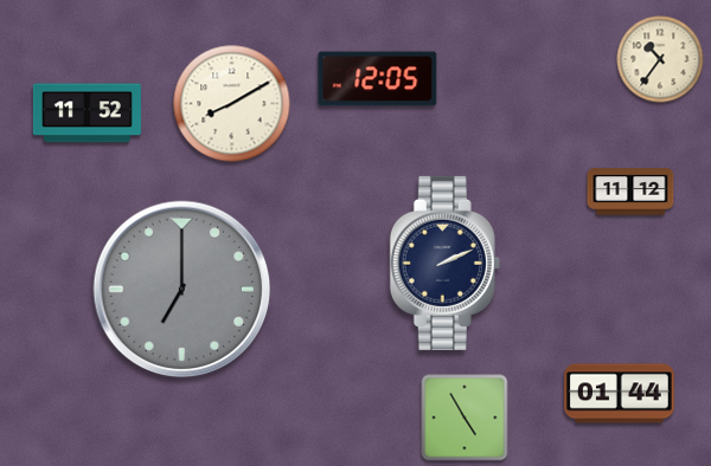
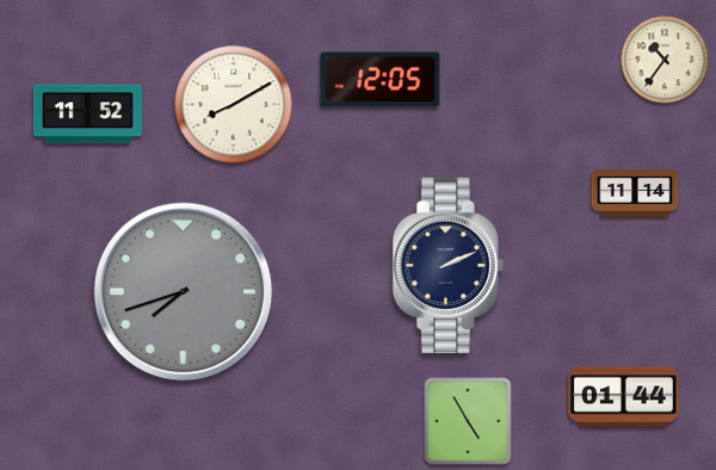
clock at (630, 192): 11:12 -> 11:14
clock at (182, 290): 7:00 -> 7:42
